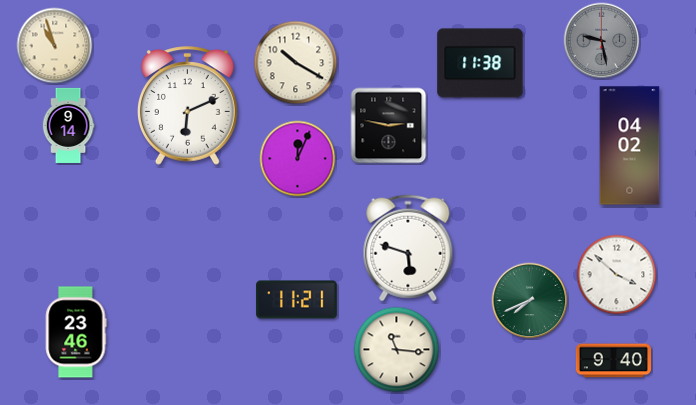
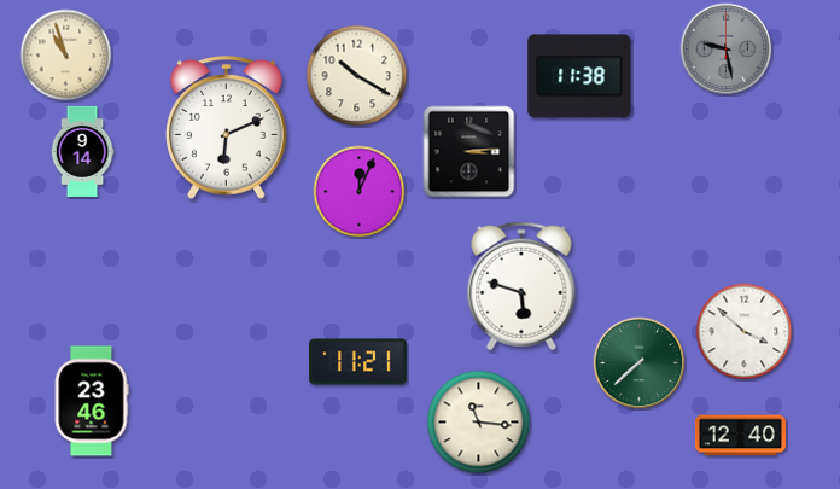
clock at (389, 126): 2:47 -> 3:14
clock at (630, 146): 04:02 -> none
clock at (408, 248) position: (408, 248) -> (521, 286)
clock at (530, 301): 7:41 -> 7:38
clock at (613, 361): 9:40 -> 12:40
